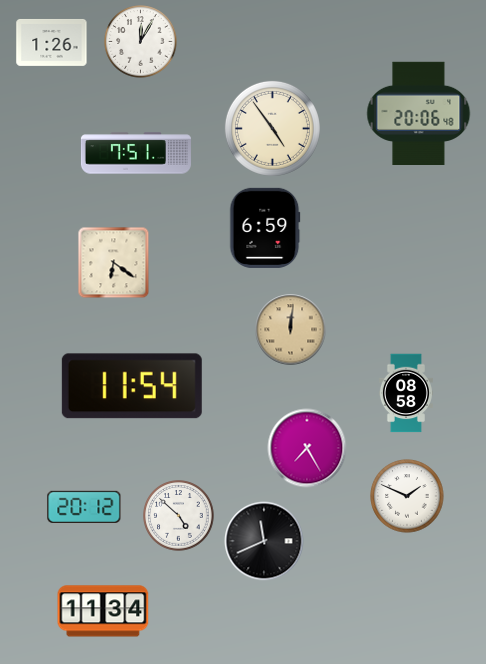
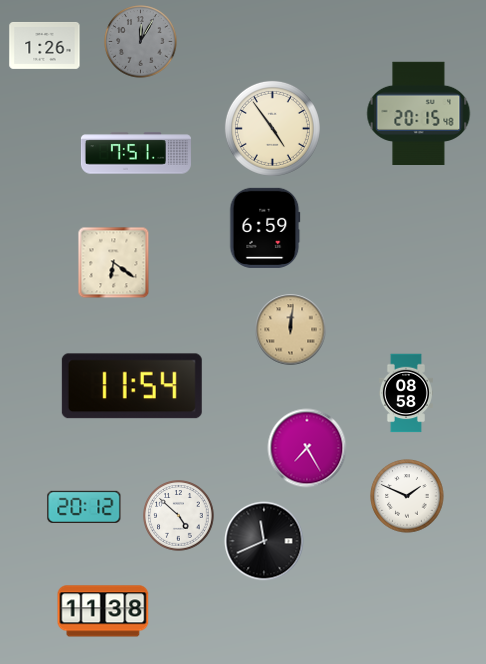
clock at (52, 42) position: (52, 42) -> (45, 45)
clock at (141, 42) dial: white -> grey
clock at (419, 114): 20:06 -> 20:15
clock at (103, 611): 11:34 -> 11:38
